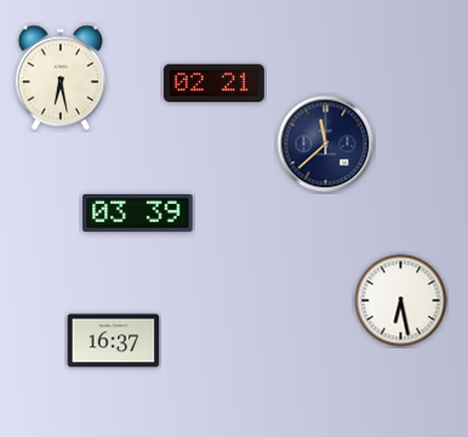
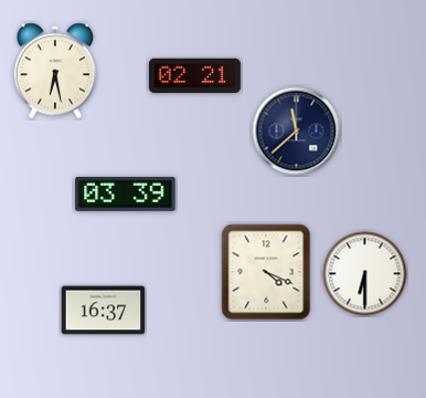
clock at (266, 272): none -> 4:19
clock at (401, 301): 6:28 -> 6:30
